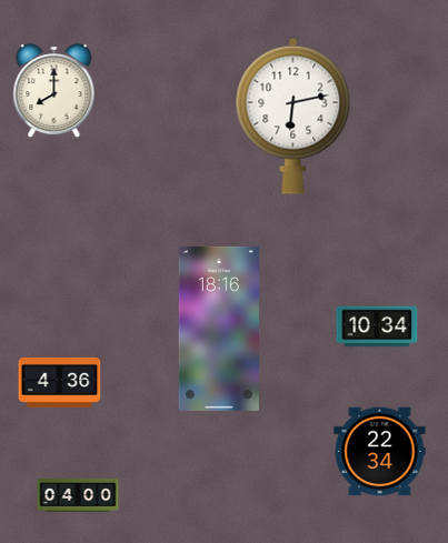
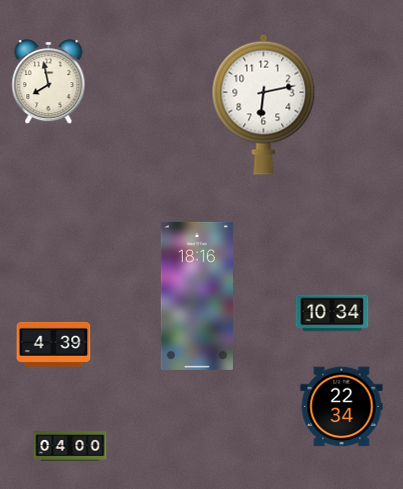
clock at (54, 91): 8:00 -> 7:58
clock at (377, 326) position: (377, 326) -> (332, 313)
clock at (60, 382): 4:36 -> 4:39
